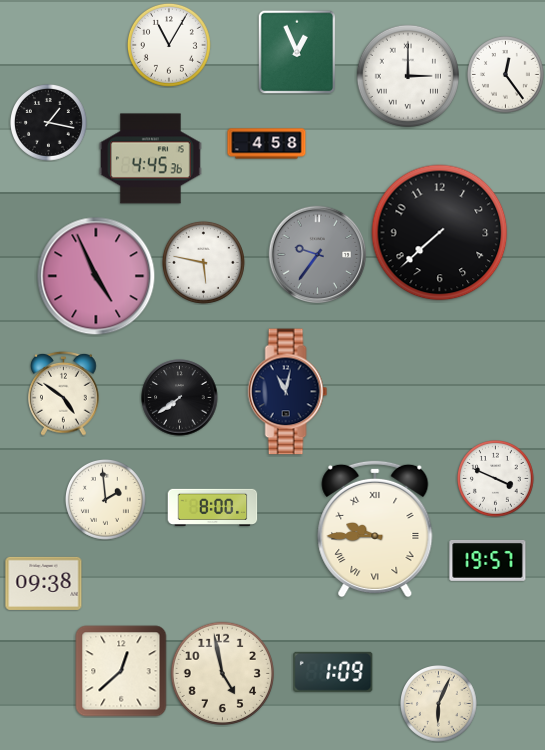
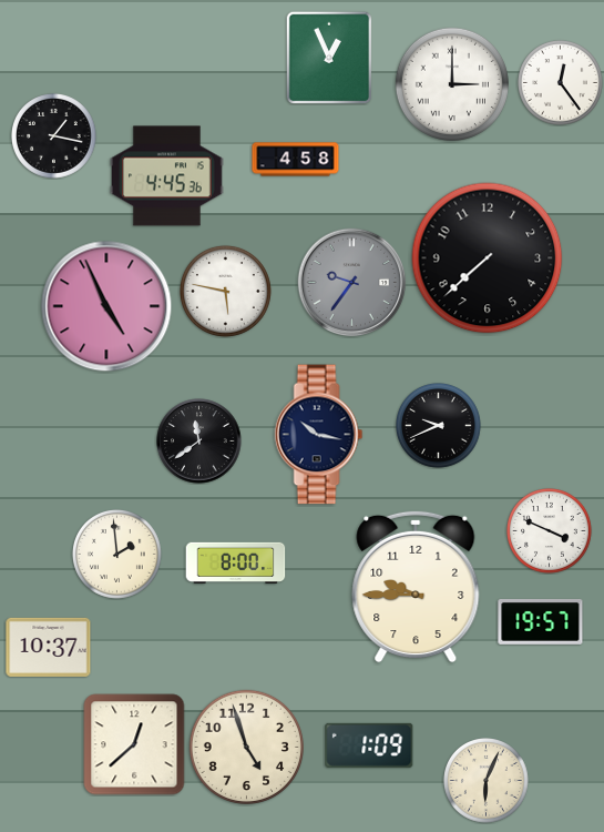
clock at (169, 45): 11:05 -> none
clock at (439, 426): none -> 9:41
clock at (288, 392): 11:02 -> 10:17
clock at (64, 393): 4:51 -> none
clock at (180, 398): 7:39 -> 11:39
clock at (375, 529) numerals: Roman -> Arabic
clock at (44, 583): 09:38 -> 10:37
clock at (222, 673): 4:58 -> 4:57
